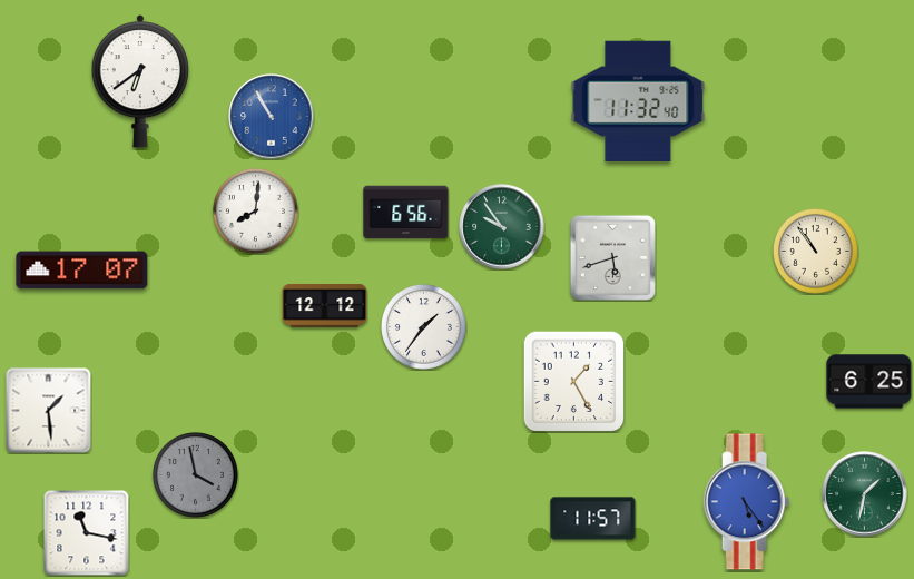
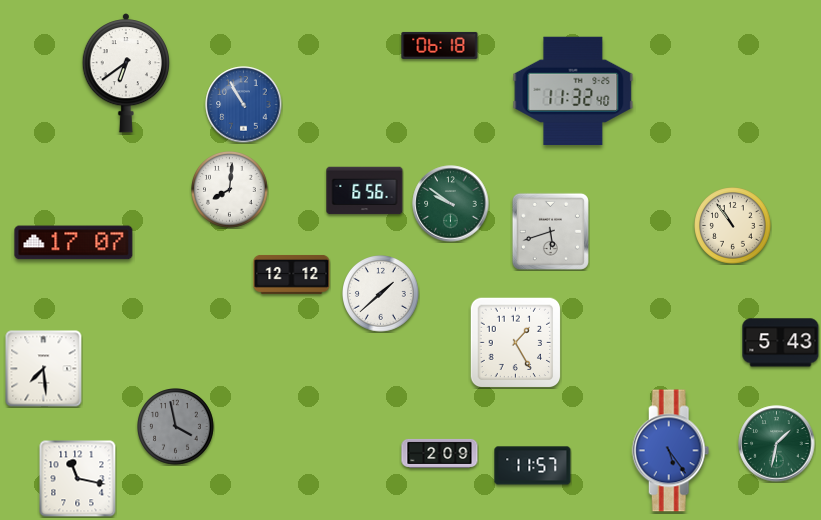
clock at (440, 45): none -> 06:18
clock at (502, 227): 9:54 -> 9:51
clock at (424, 327): 1:36 -> 1:38
clock at (869, 382): 6:25 -> 5:43
clock at (49, 411): 1:29 -> 7:29
clock at (440, 453): none -> 2:09
